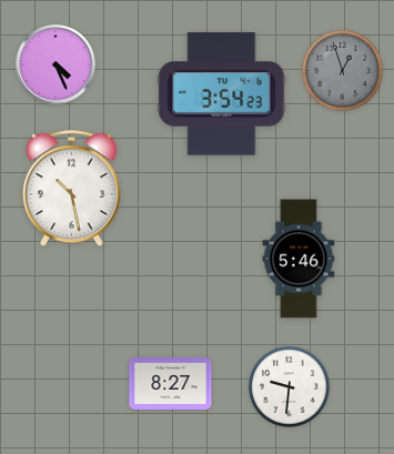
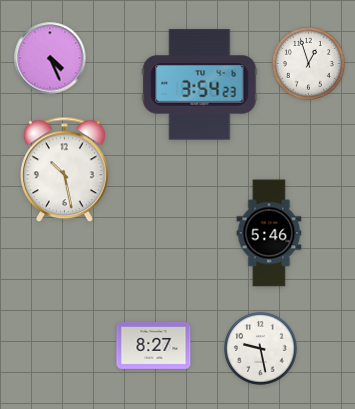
clock at (343, 71) dial: grey -> white
clock at (290, 387): 9:31 -> 9:28
